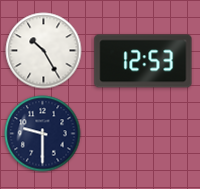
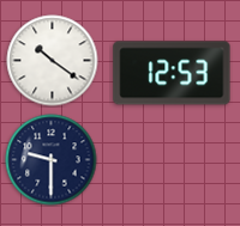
clock at (44, 51): 10:25 -> 10:21
